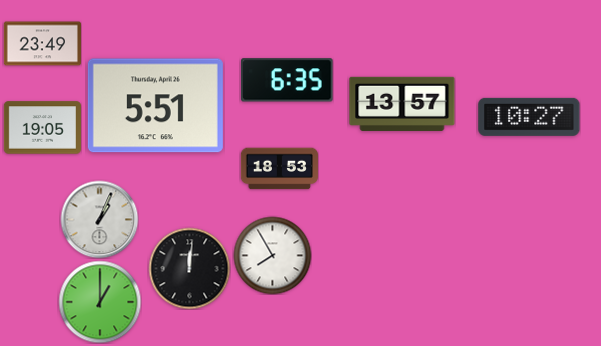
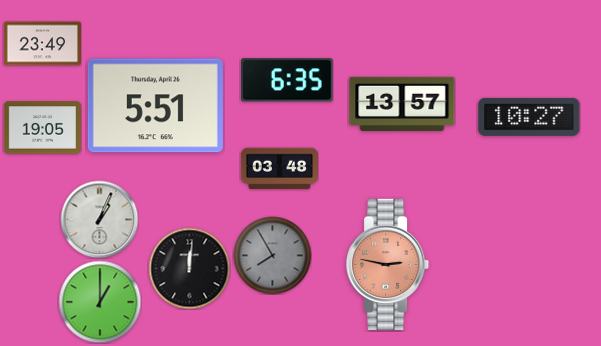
clock at (279, 169): 18:53 -> 03:48
clock at (272, 255) dial: white -> grey
clock at (388, 264): none -> 2:47
